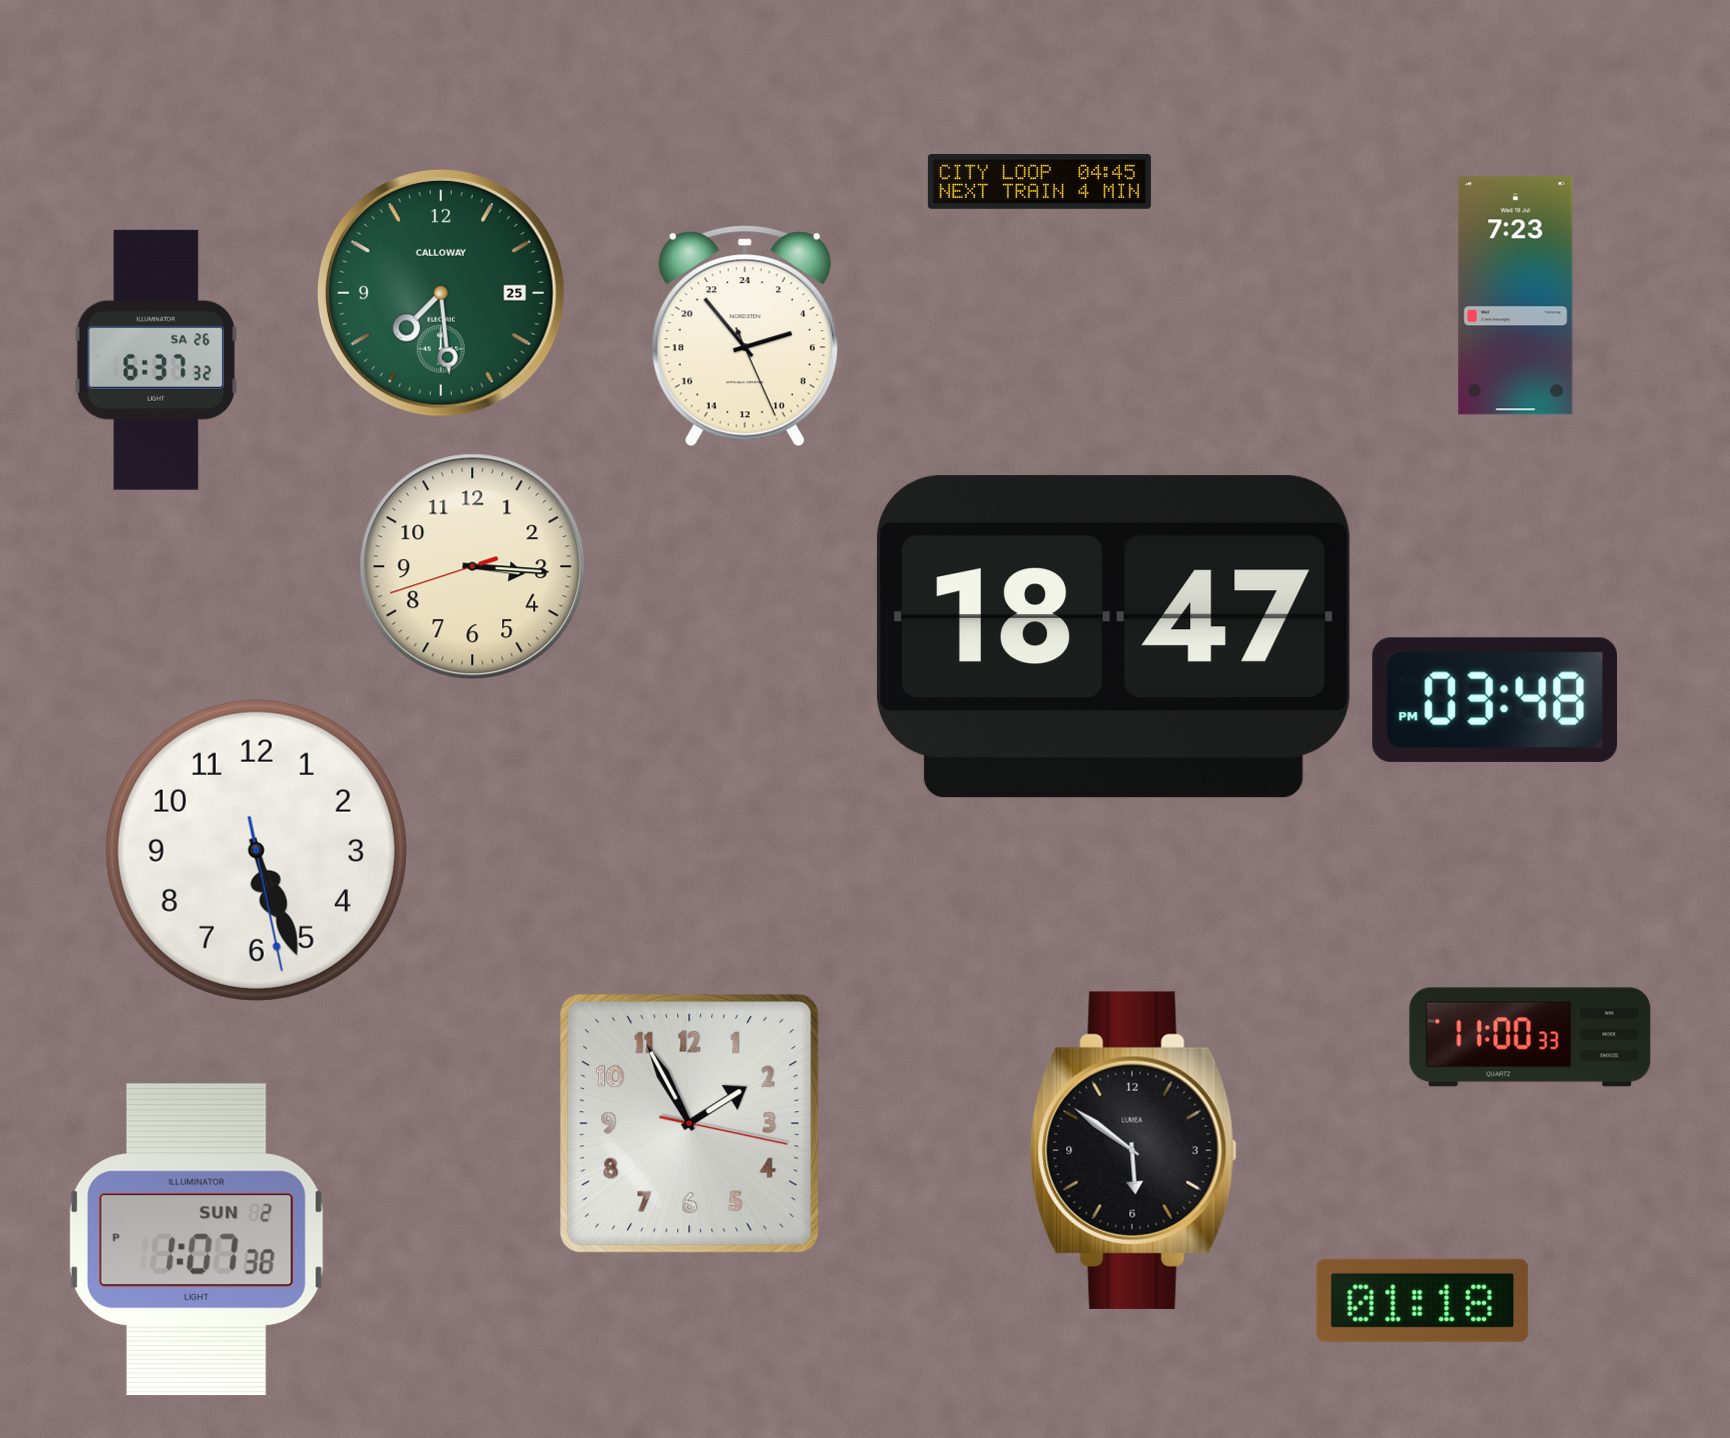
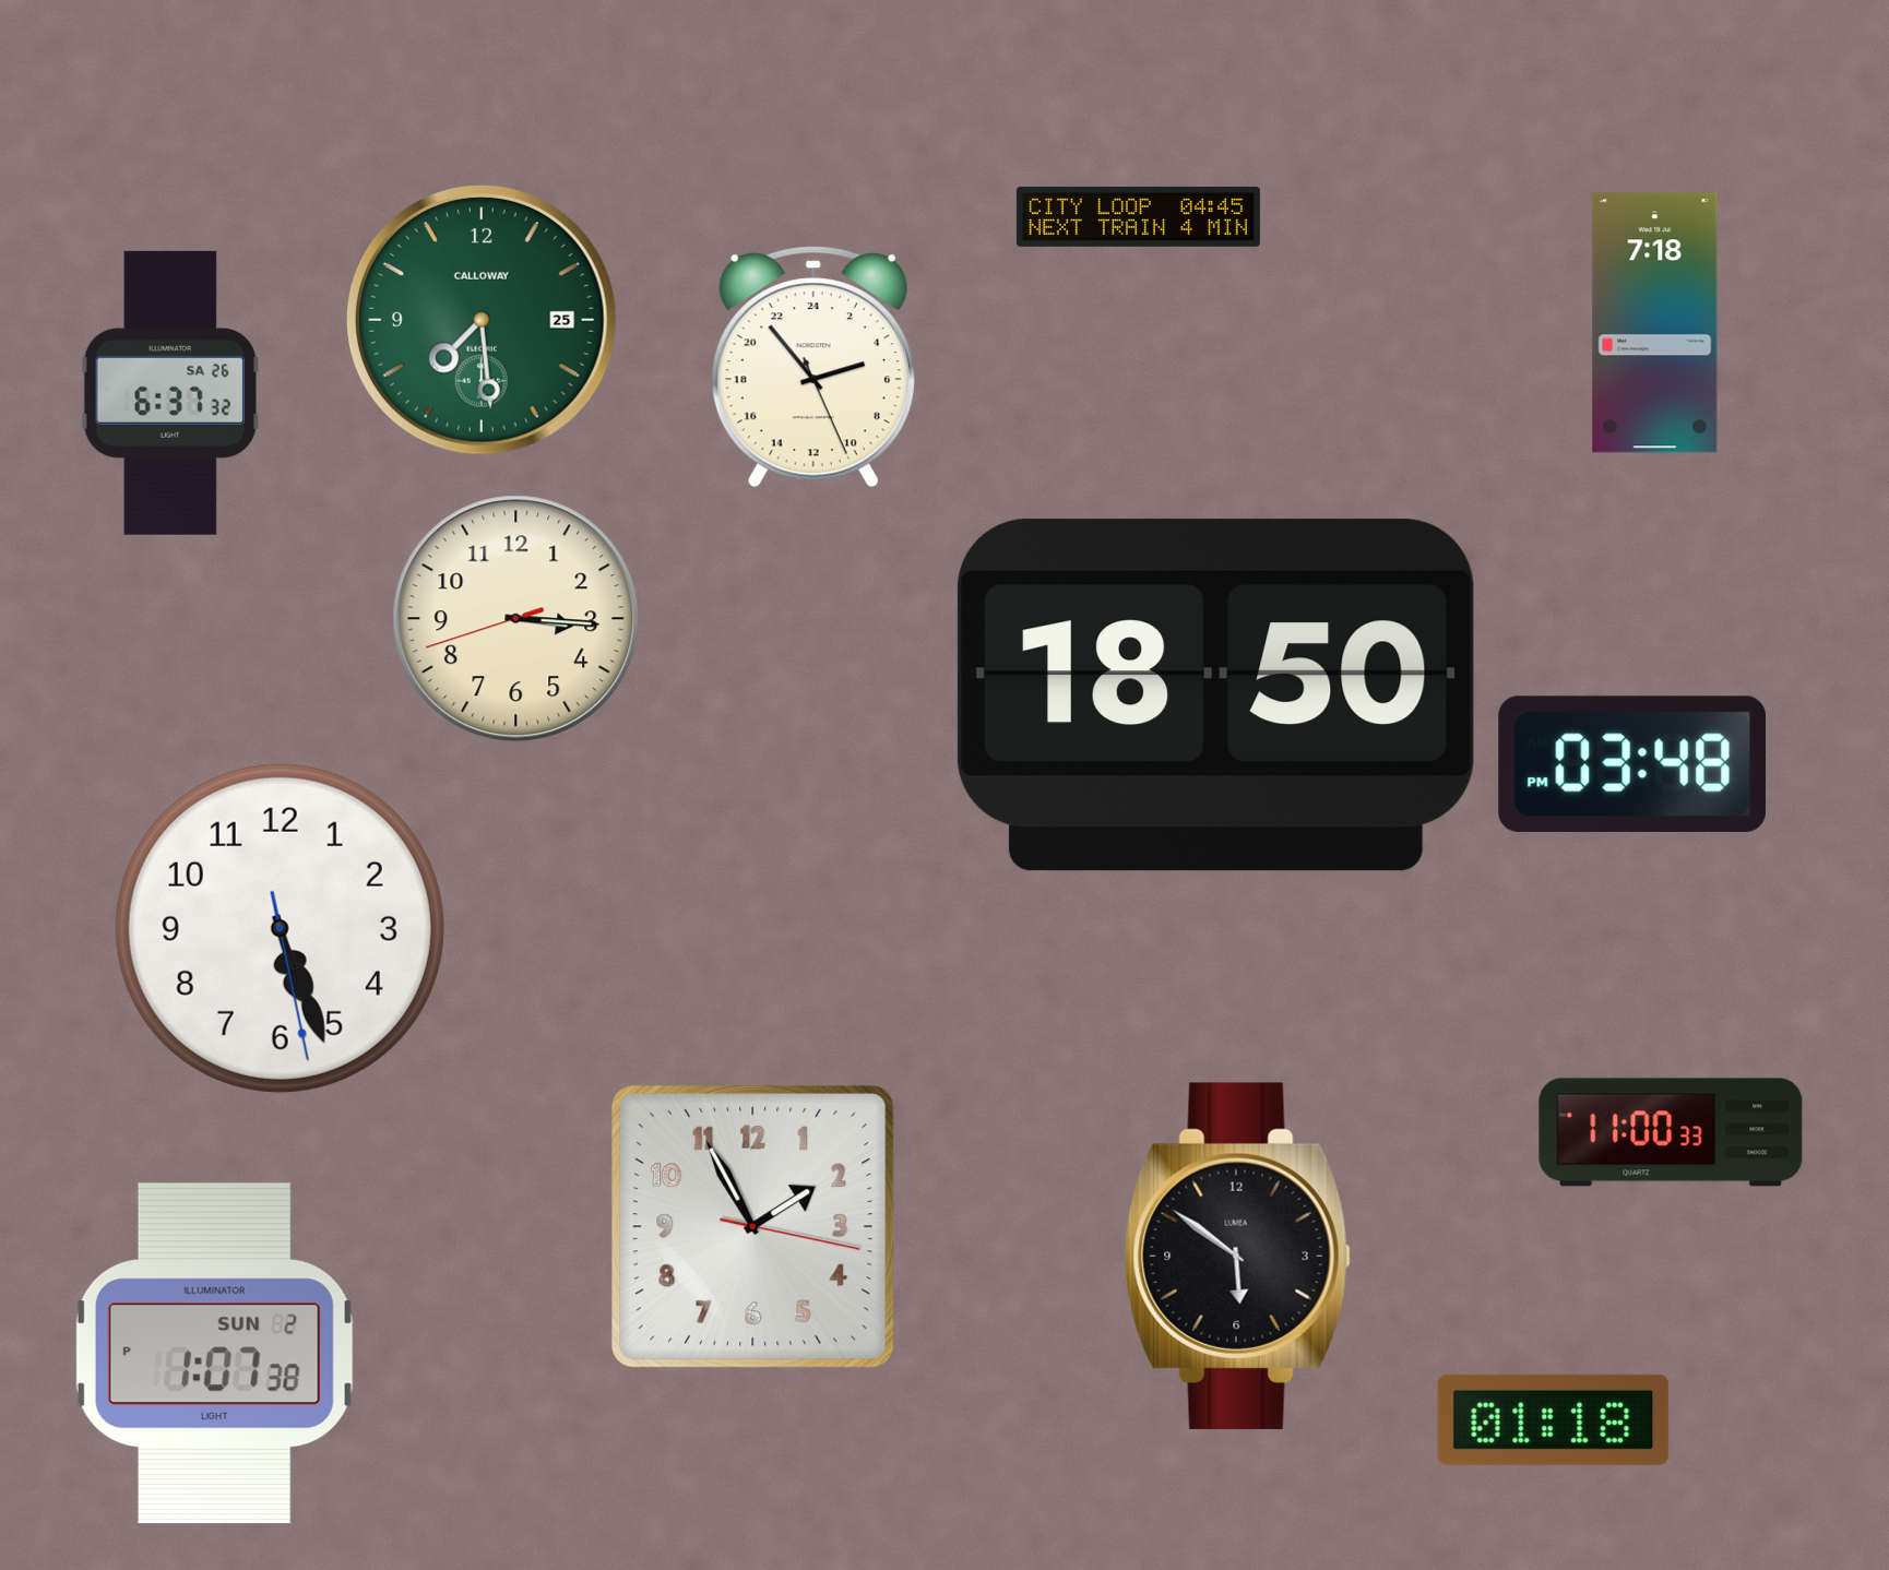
clock at (1039, 181) position: (1039, 181) -> (1138, 216)
clock at (1516, 296): 7:23 -> 7:18
clock at (1113, 637): 18:47 -> 18:50
